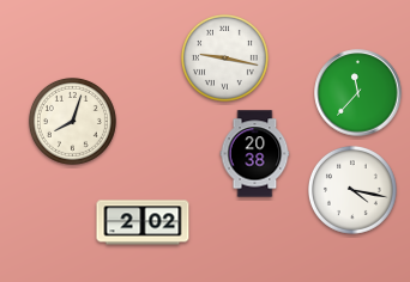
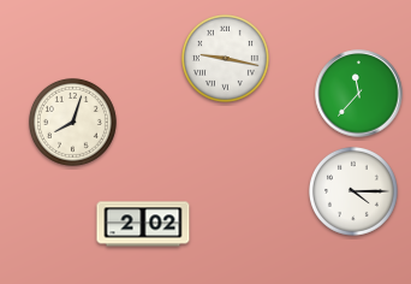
clock at (255, 154): 20:38 -> none
clock at (352, 190): 4:17 -> 4:15
